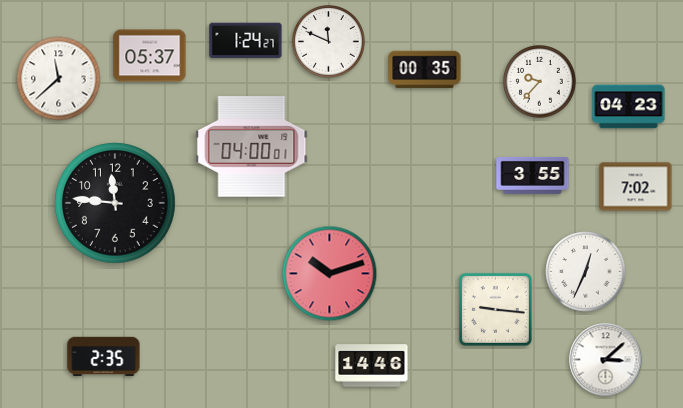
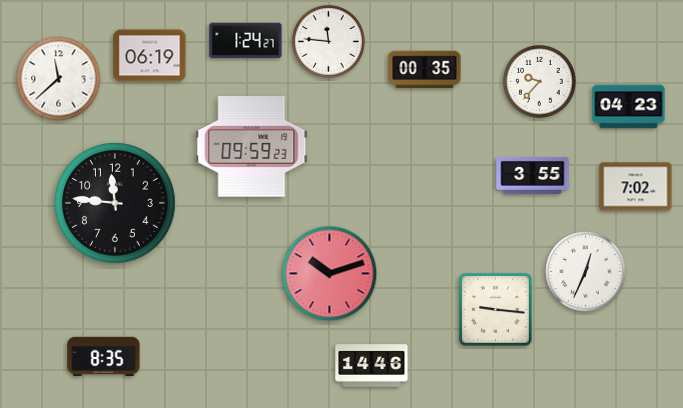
clock at (329, 42): 11:49 -> 11:46
clock at (150, 56): 05:37 -> 06:19
clock at (252, 147): 04:00 -> 09:59
clock at (104, 357): 2:35 -> 8:35
clock at (606, 360): 3:08 -> none
